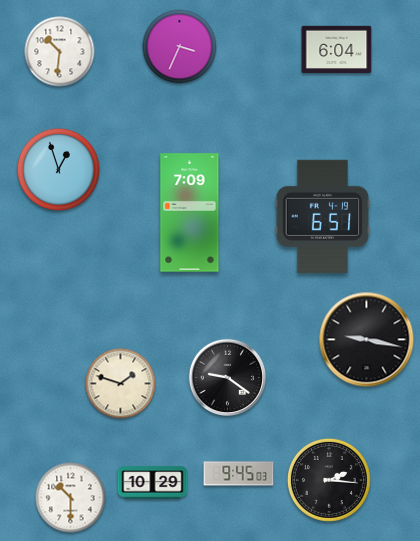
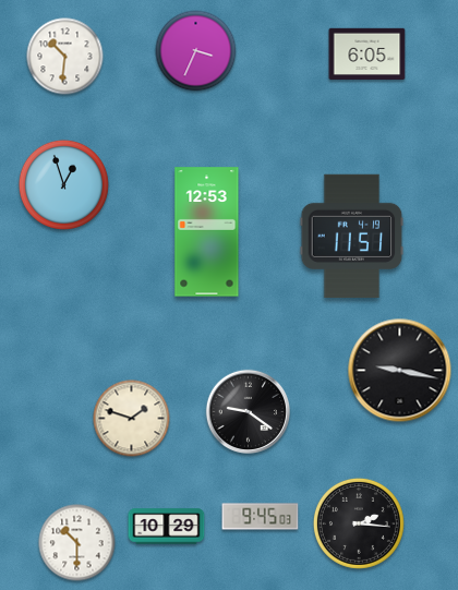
clock at (337, 50): 6:04 -> 6:05
clock at (190, 213): 7:09 -> 12:53
clock at (323, 217): 6:51 -> 11:51
